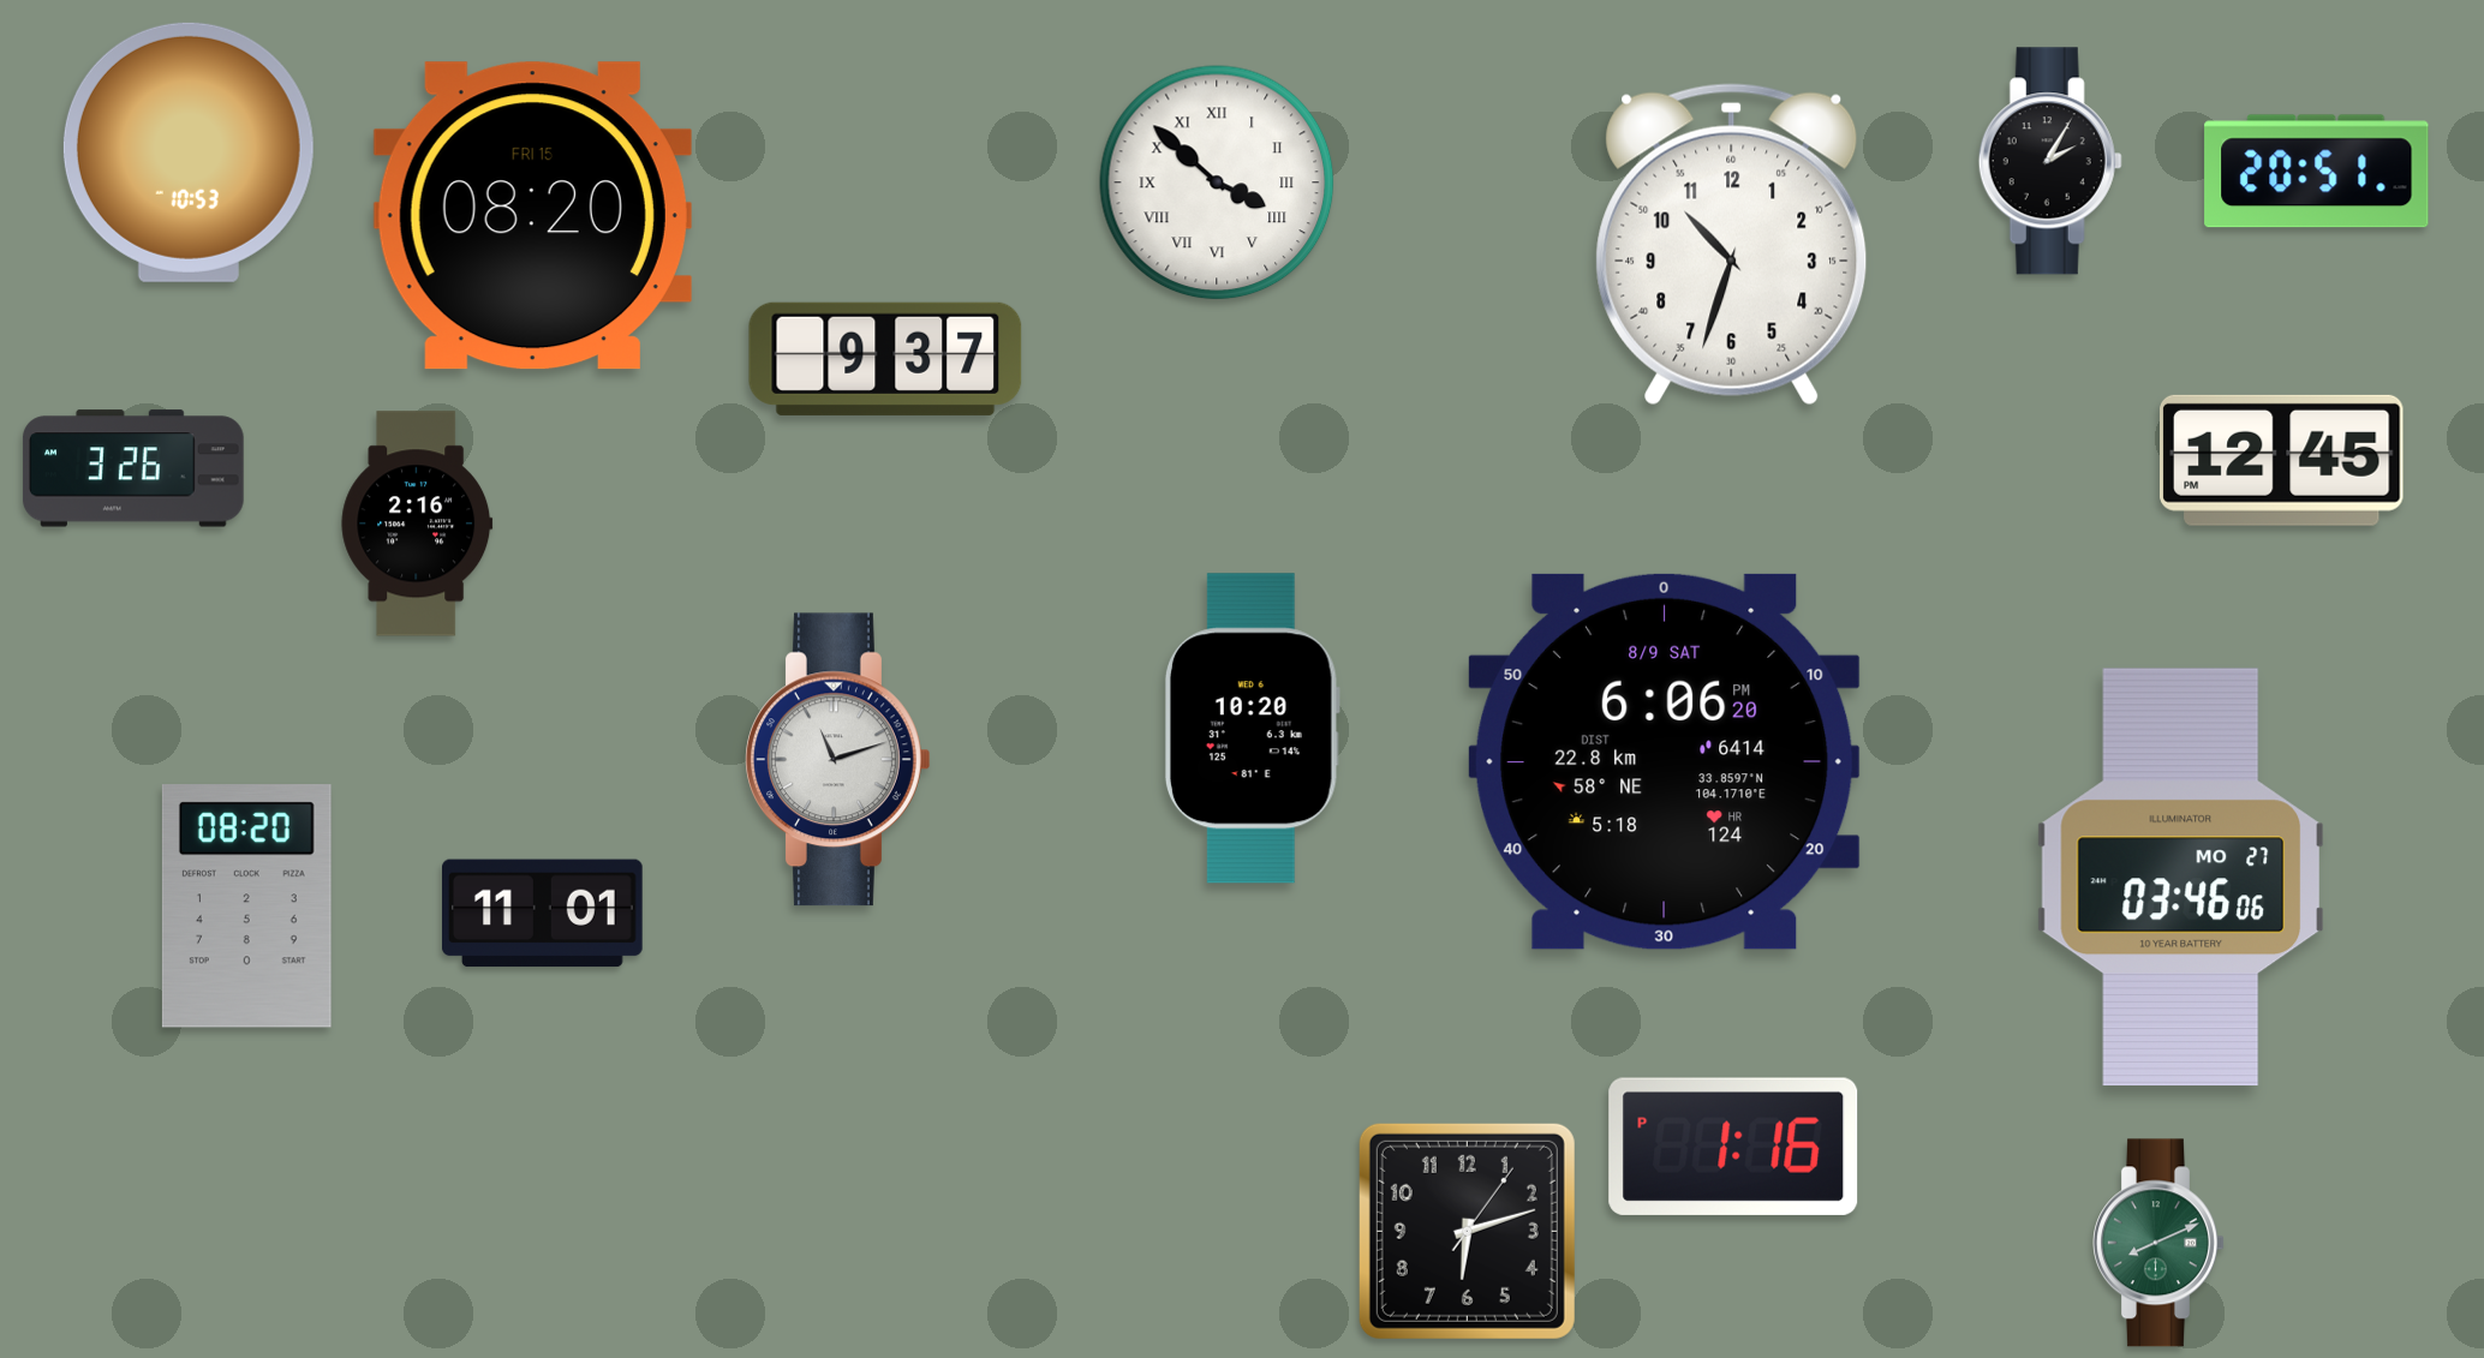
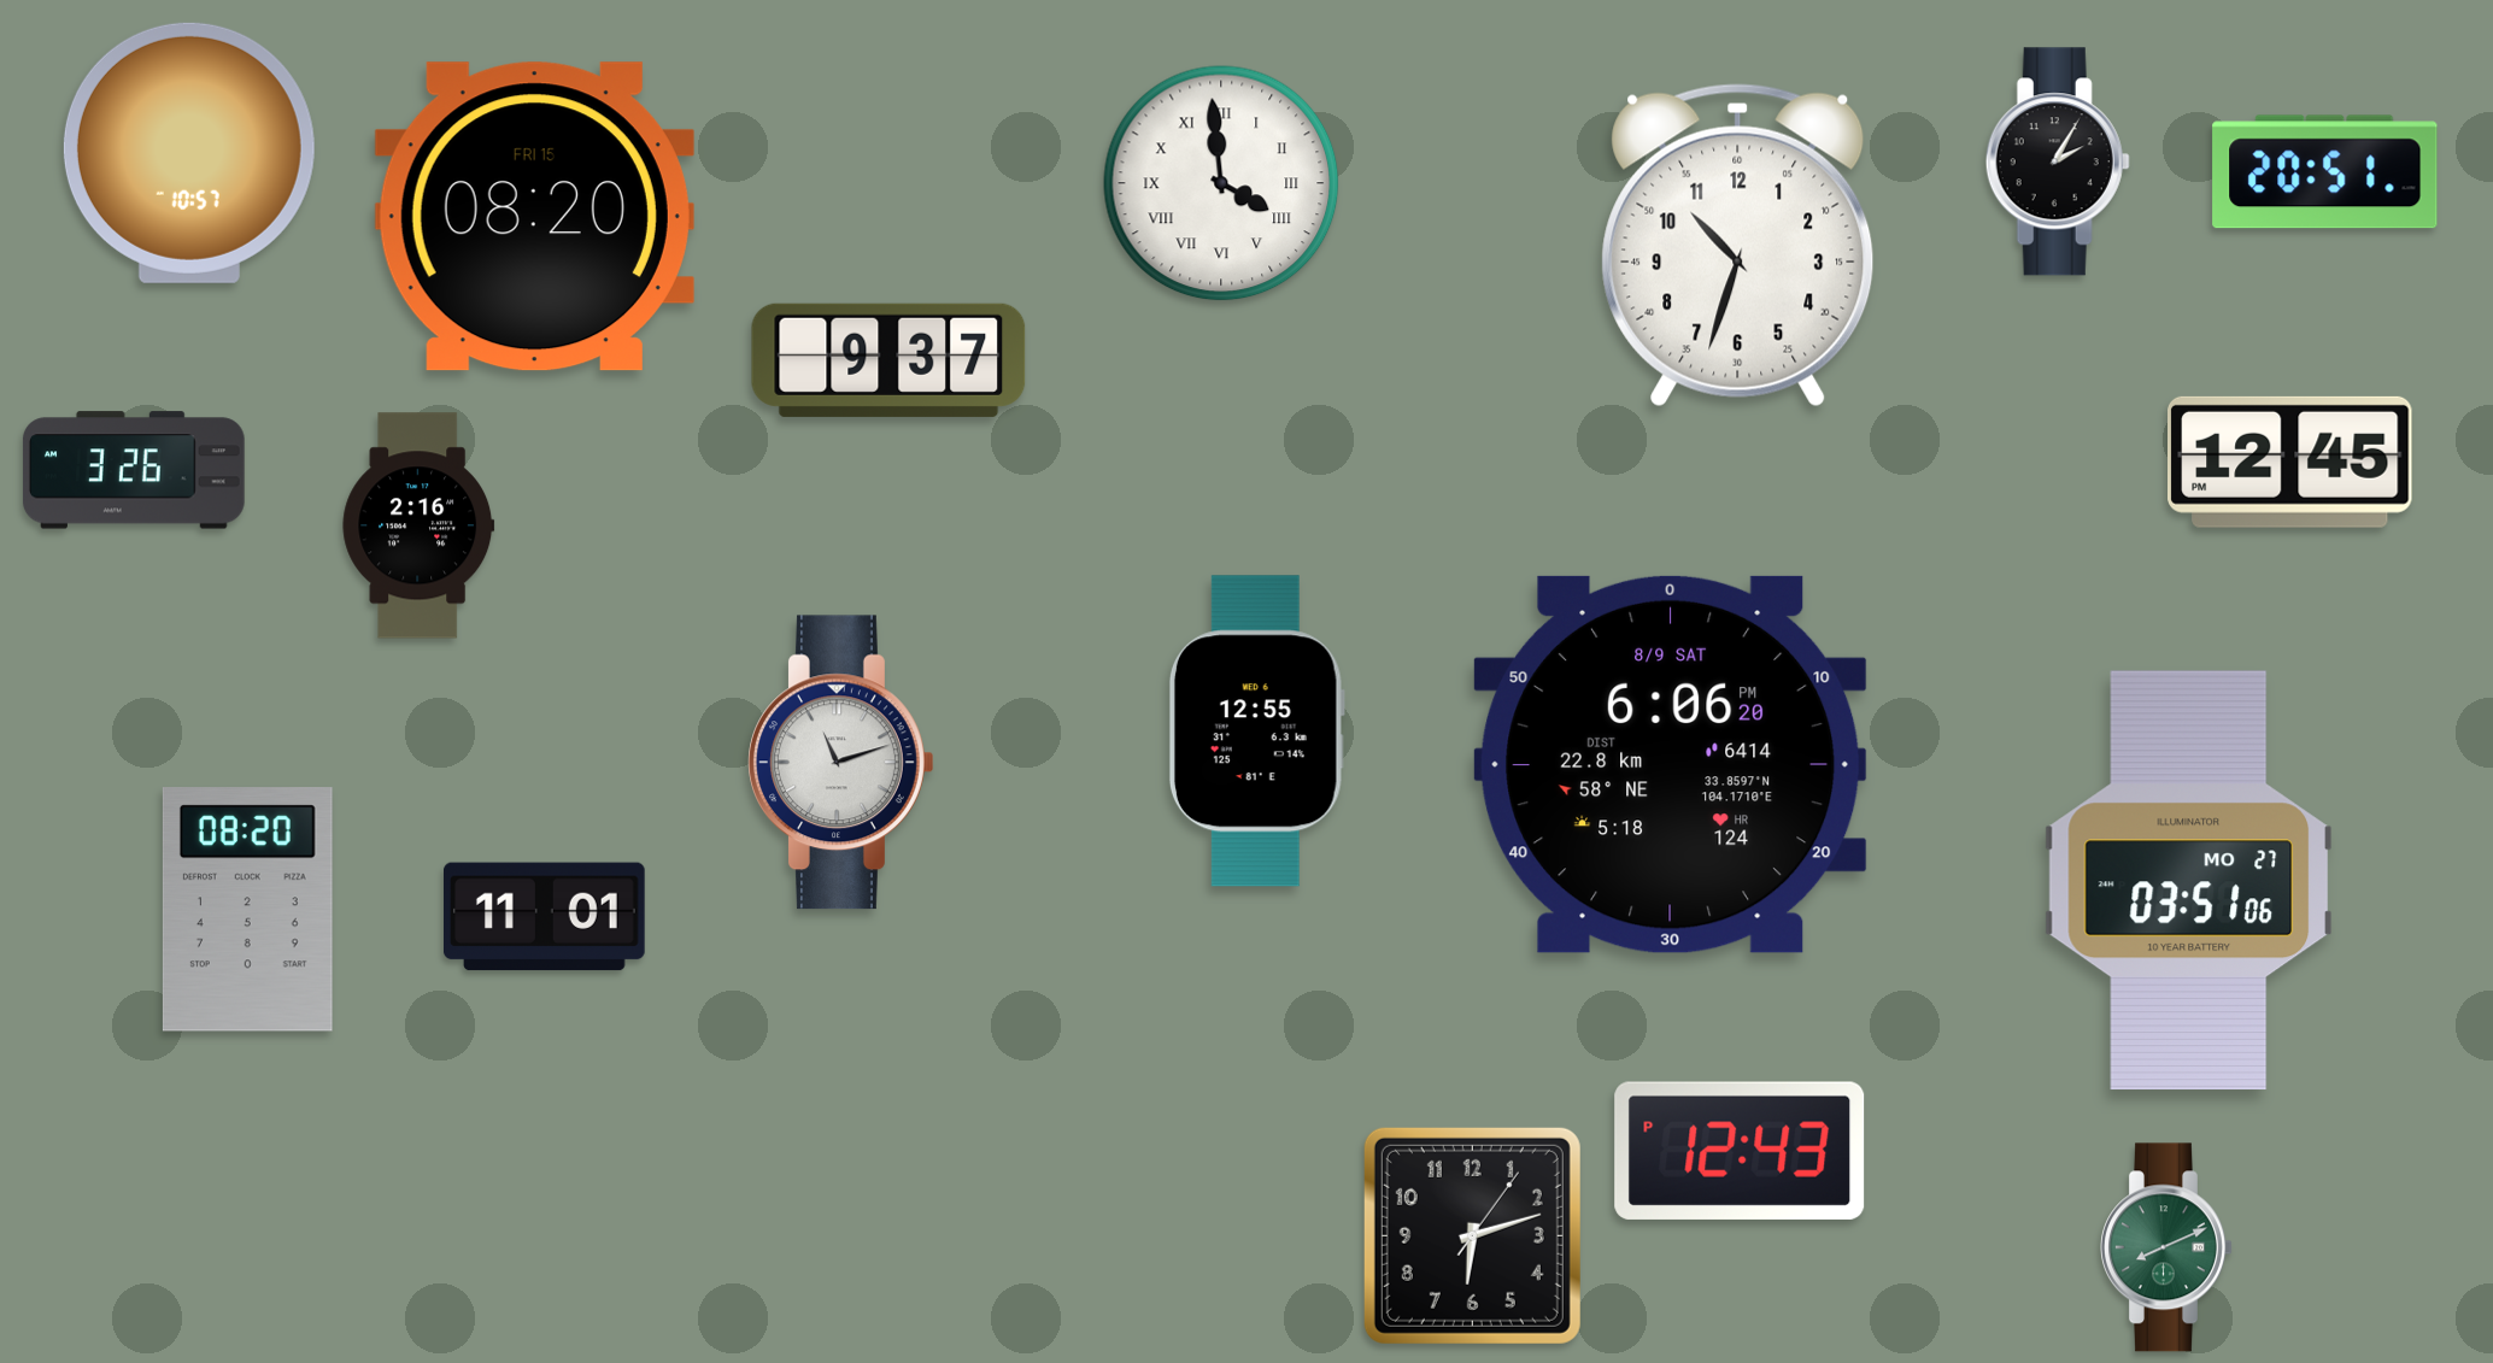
clock at (189, 152): 10:53 -> 10:57
clock at (1217, 183): 3:52 -> 3:59
clock at (1252, 729): 10:20 -> 12:55
clock at (2181, 878): 03:46 -> 03:51
clock at (1733, 1147): 1:16 -> 12:43
